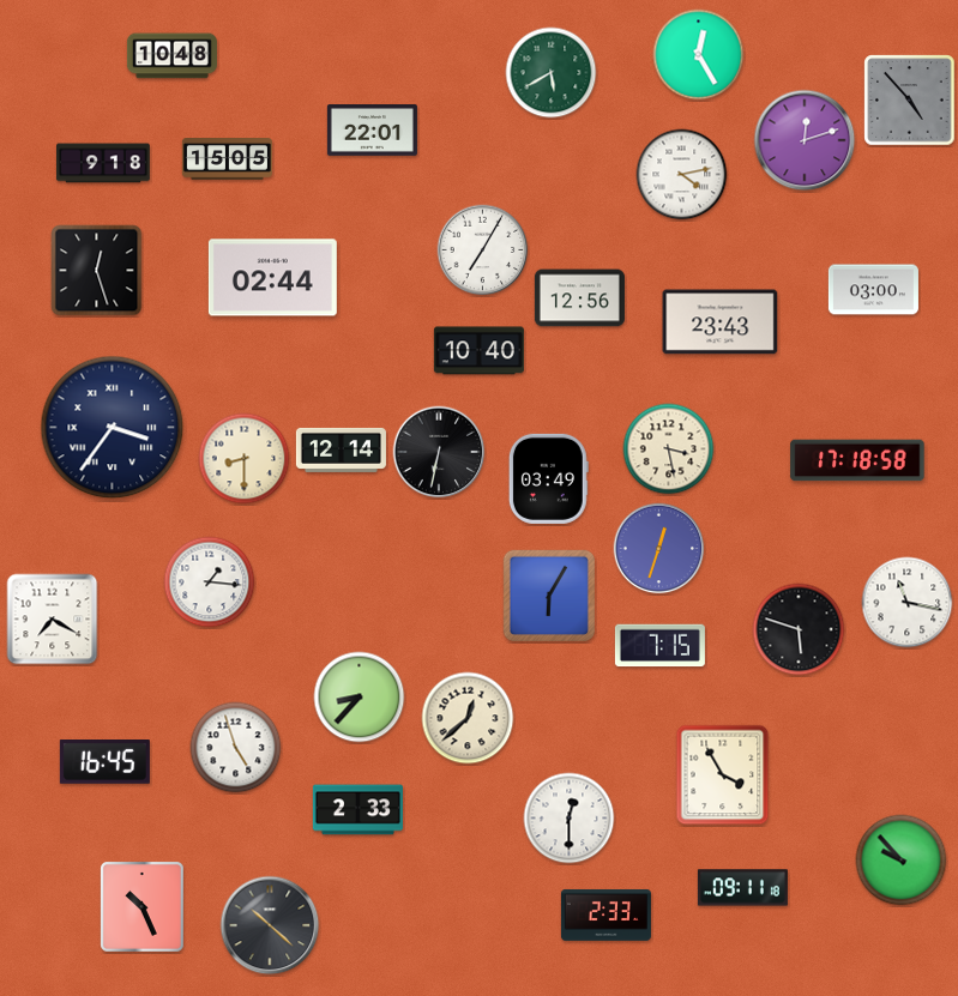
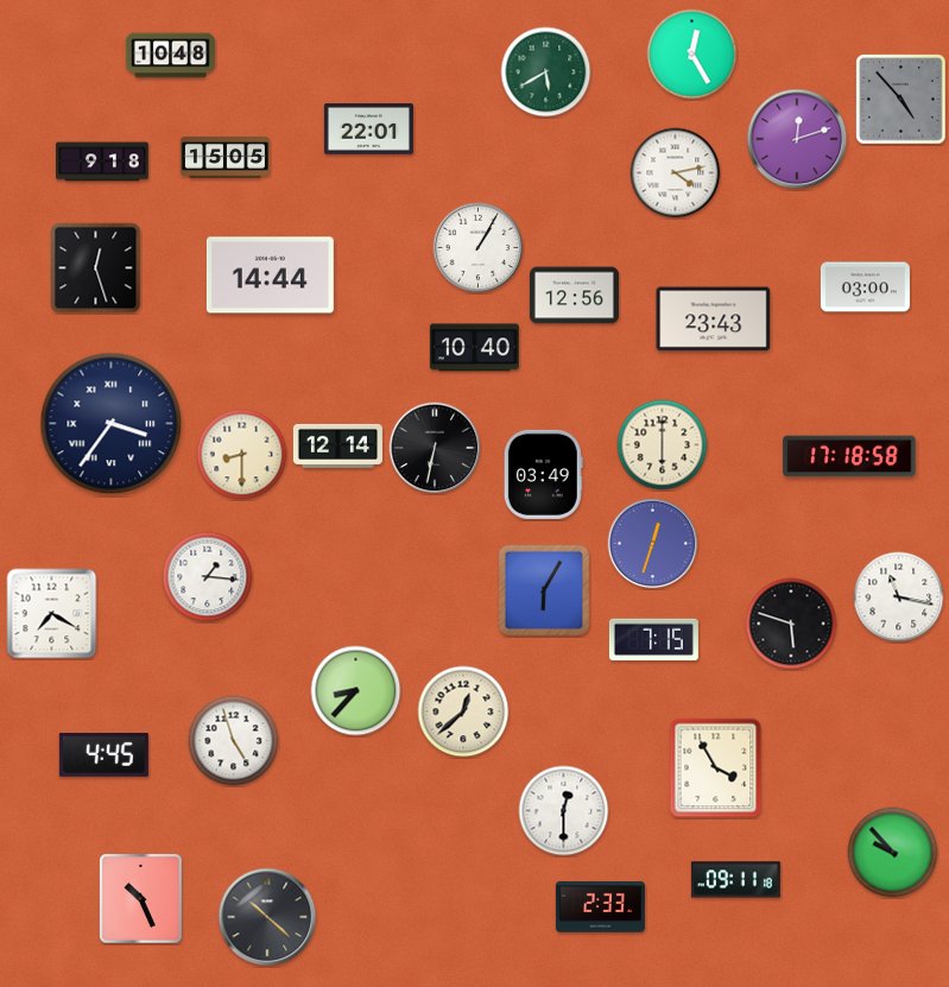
clock at (483, 250): 7:05 -> 1:05
clock at (272, 278): 02:44 -> 14:44
clock at (669, 449): 3:28 -> 6:00
clock at (104, 762): 16:45 -> 4:45
clock at (357, 810): 2:33 -> none
